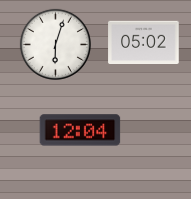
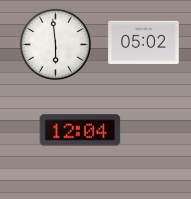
clock at (55, 44): 6:03 -> 5:59
